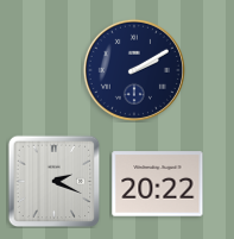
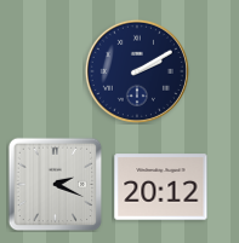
clock at (158, 184): 20:22 -> 20:12
